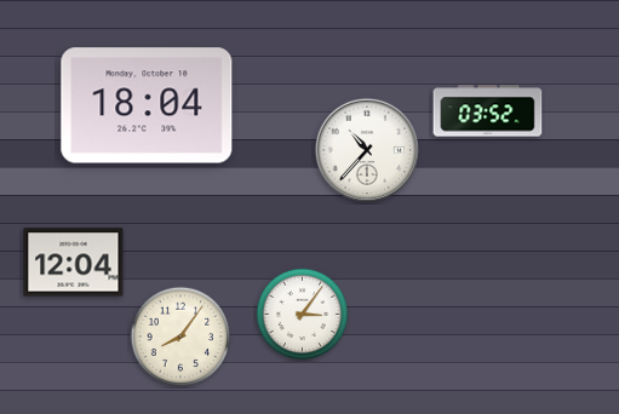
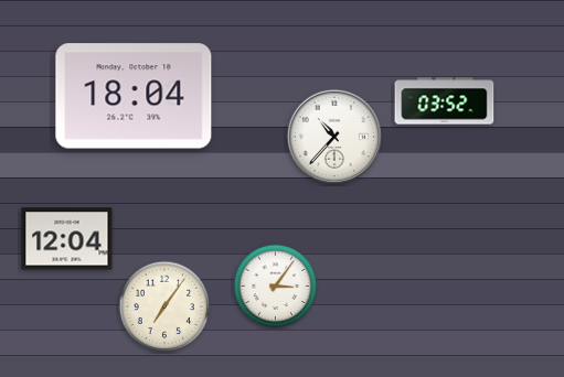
clock at (180, 337): 8:06 -> 7:06
